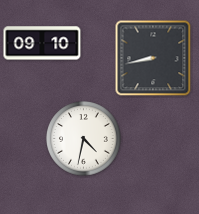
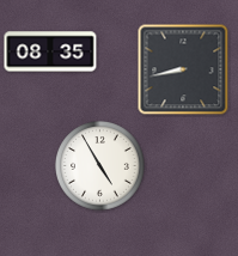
clock at (42, 43): 09:10 -> 08:35
clock at (84, 139): 4:32 -> 4:55
